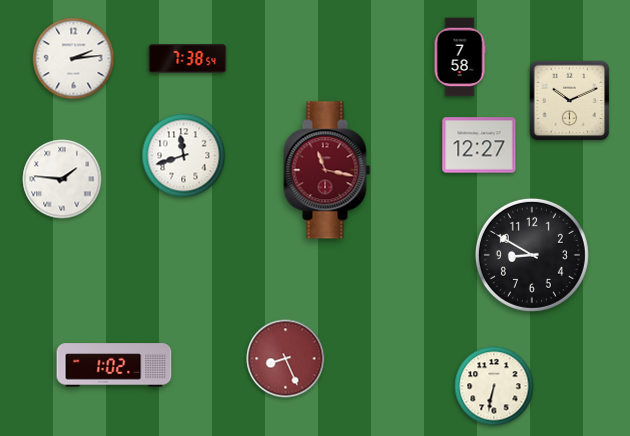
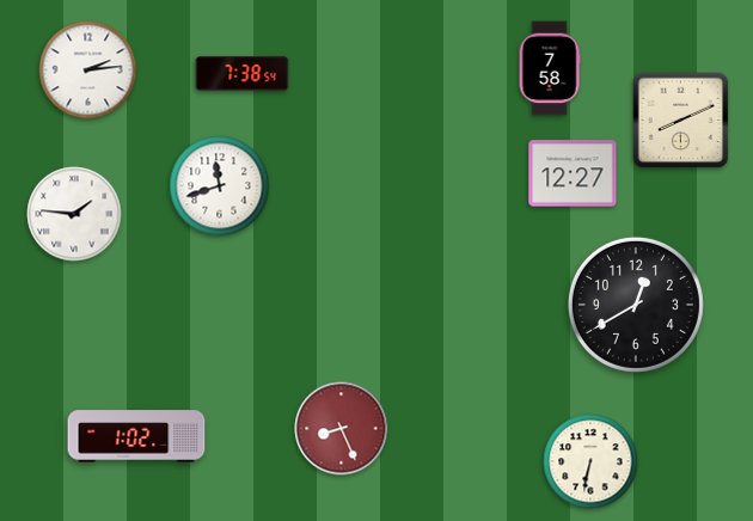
clock at (188, 59) position: (188, 59) -> (243, 74)
clock at (570, 101): 10:11 -> 8:11
clock at (327, 170): 11:17 -> none
clock at (532, 255): 8:50 -> 12:40
